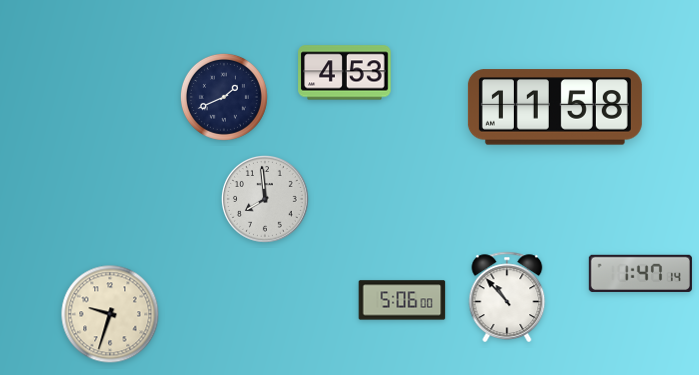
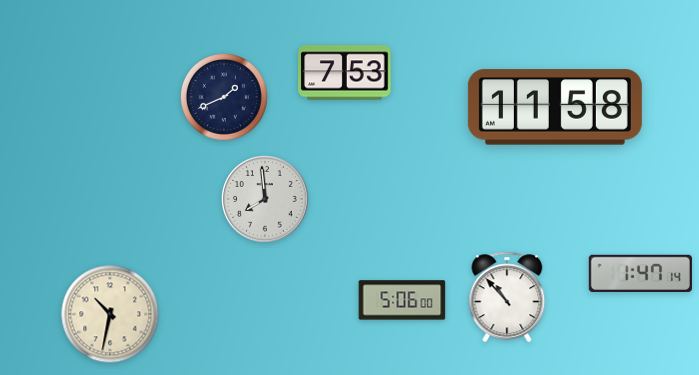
clock at (345, 73): 4:53 -> 7:53
clock at (110, 314): 9:33 -> 10:32
